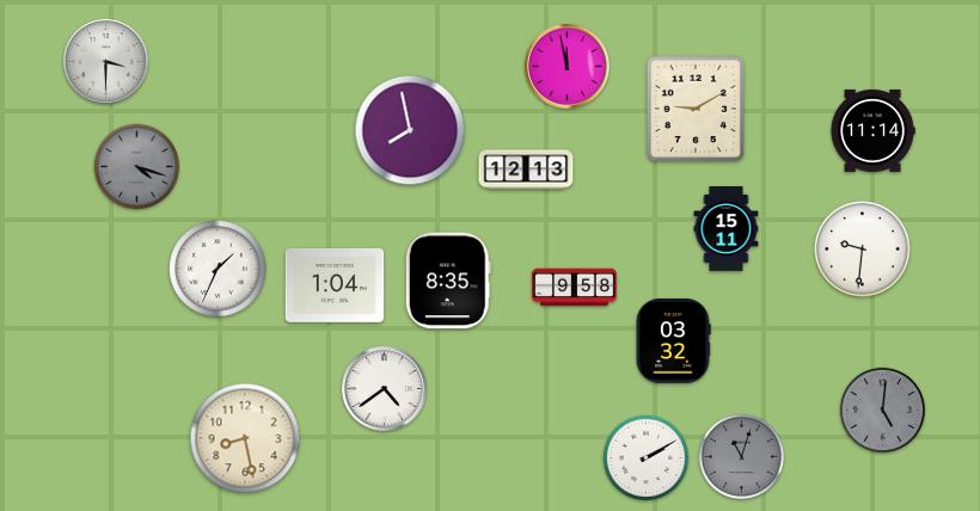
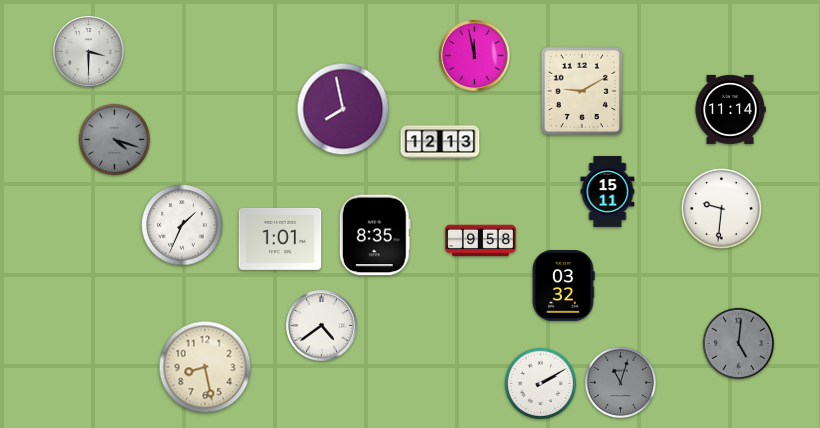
clock at (335, 285): 1:04 -> 1:01
